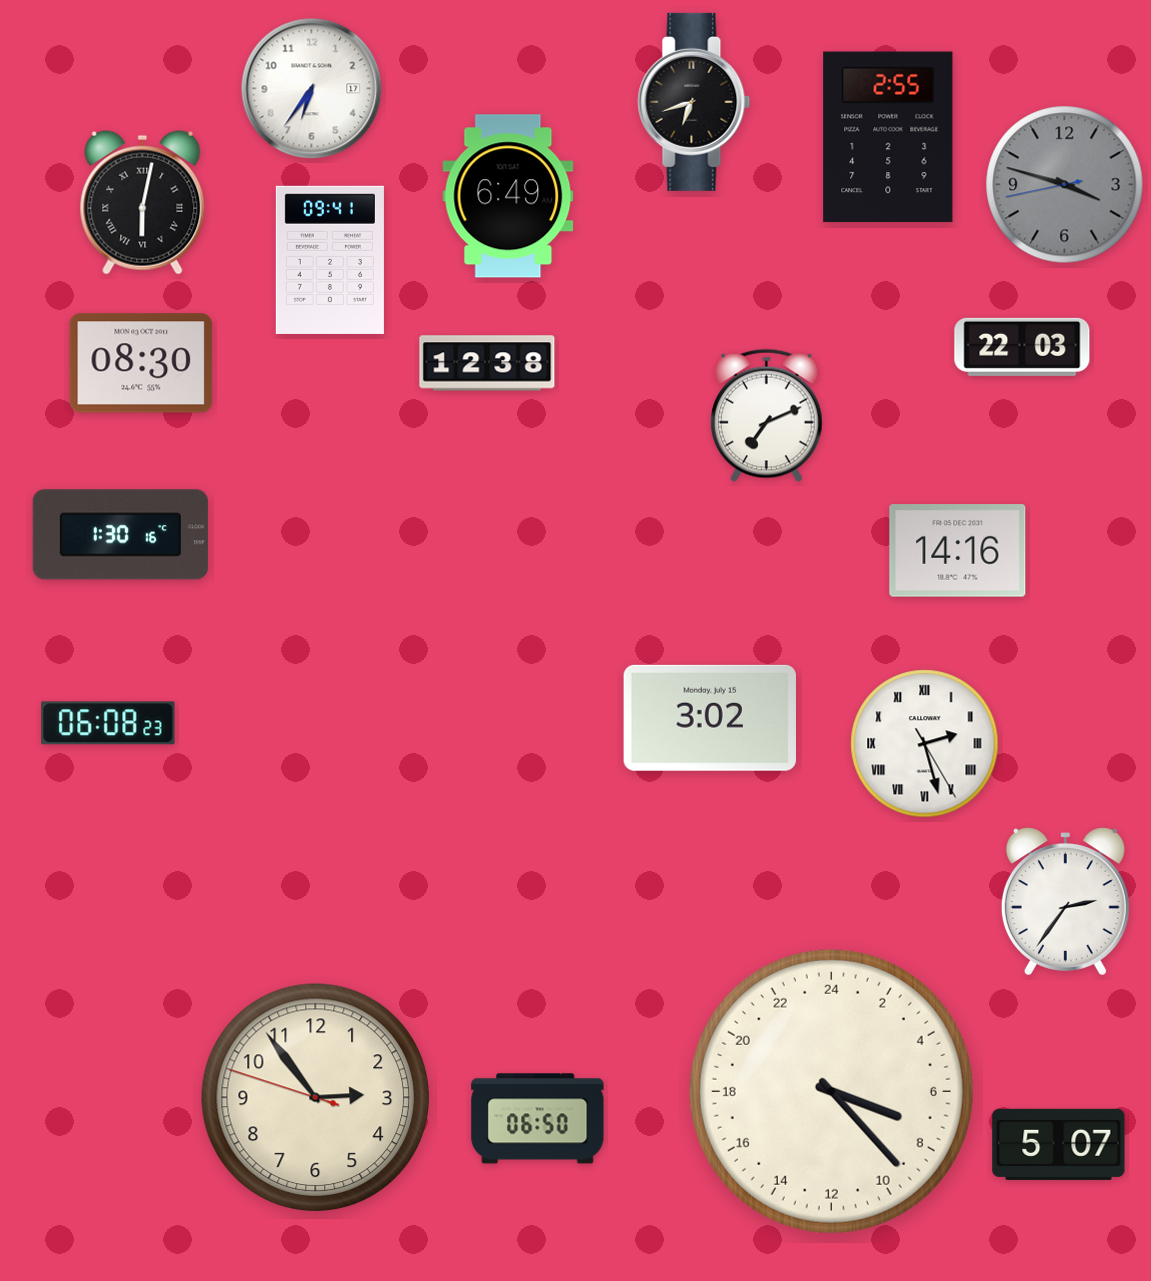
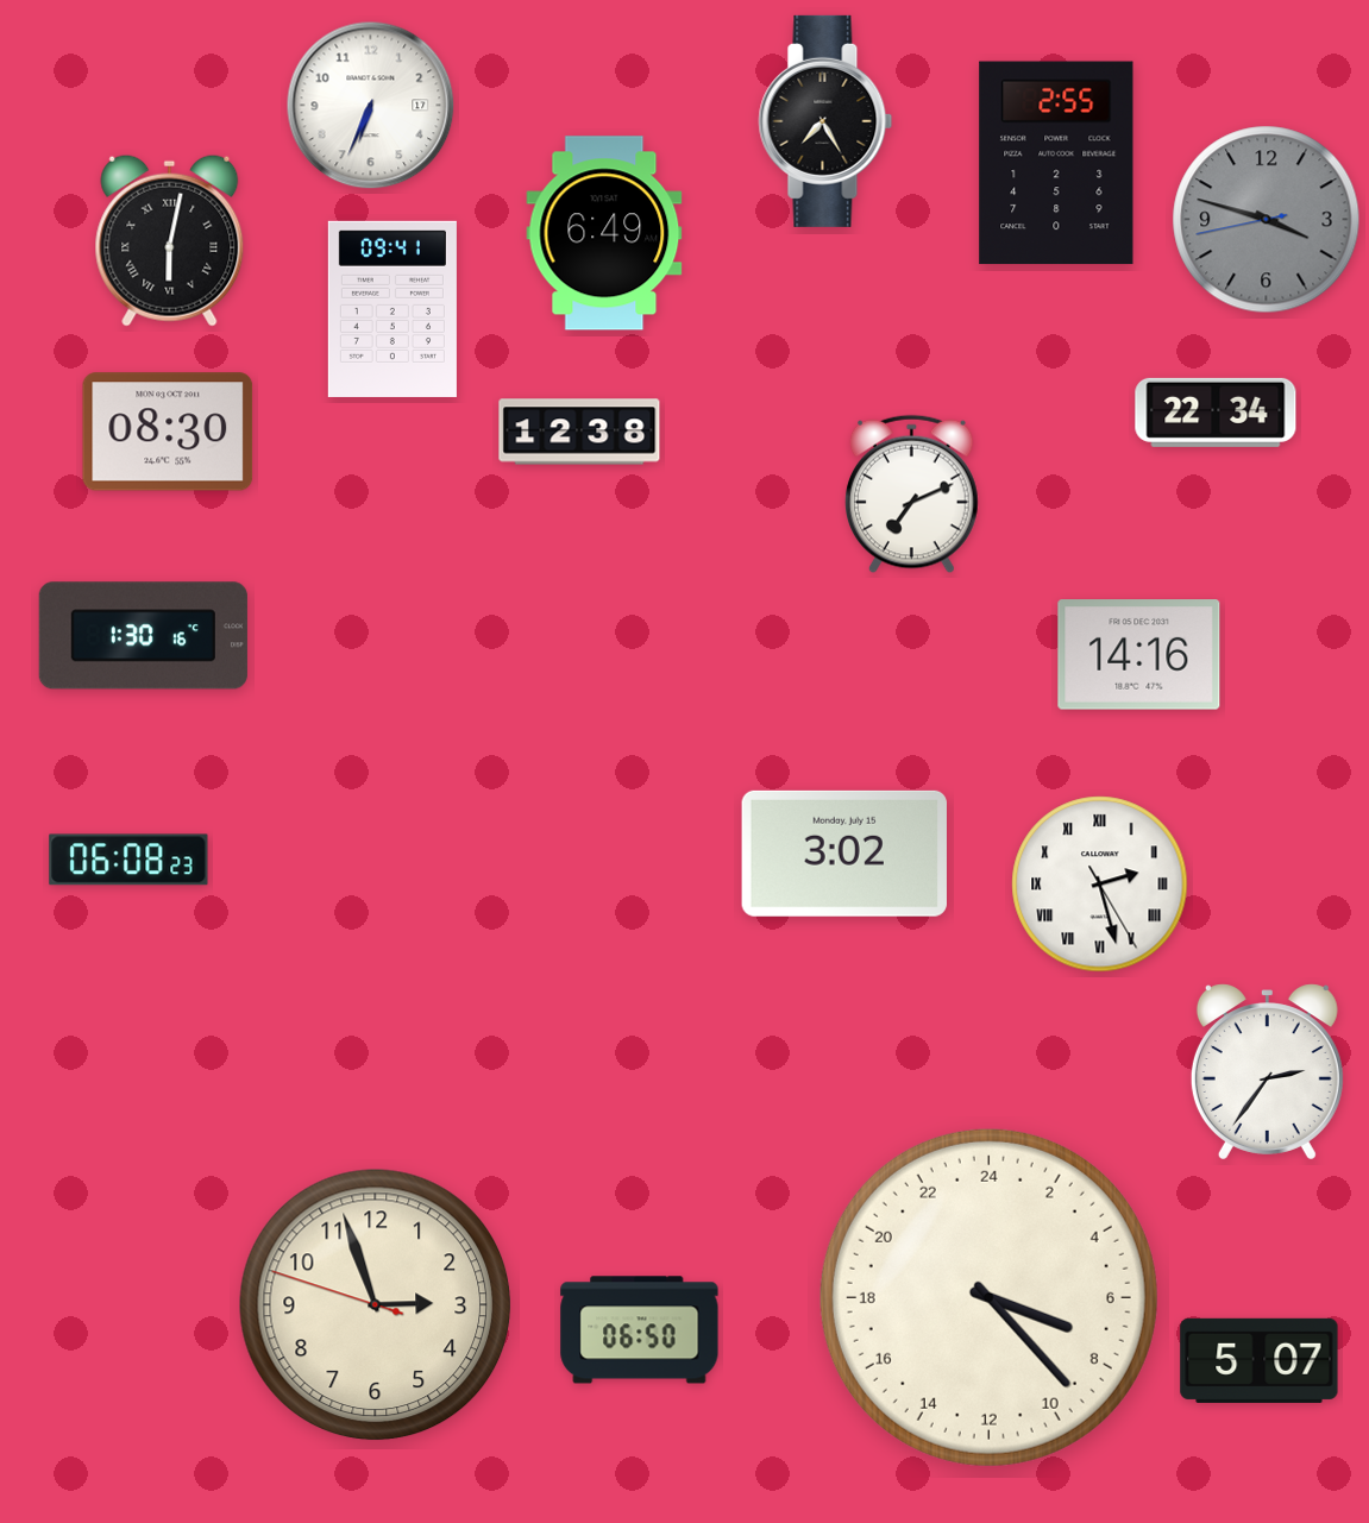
clock at (312, 89): 6:36 -> 6:34
clock at (694, 102): 6:42 -> 7:25
clock at (1022, 347): 22:03 -> 22:34
clock at (316, 1098): 2:53 -> 2:56
